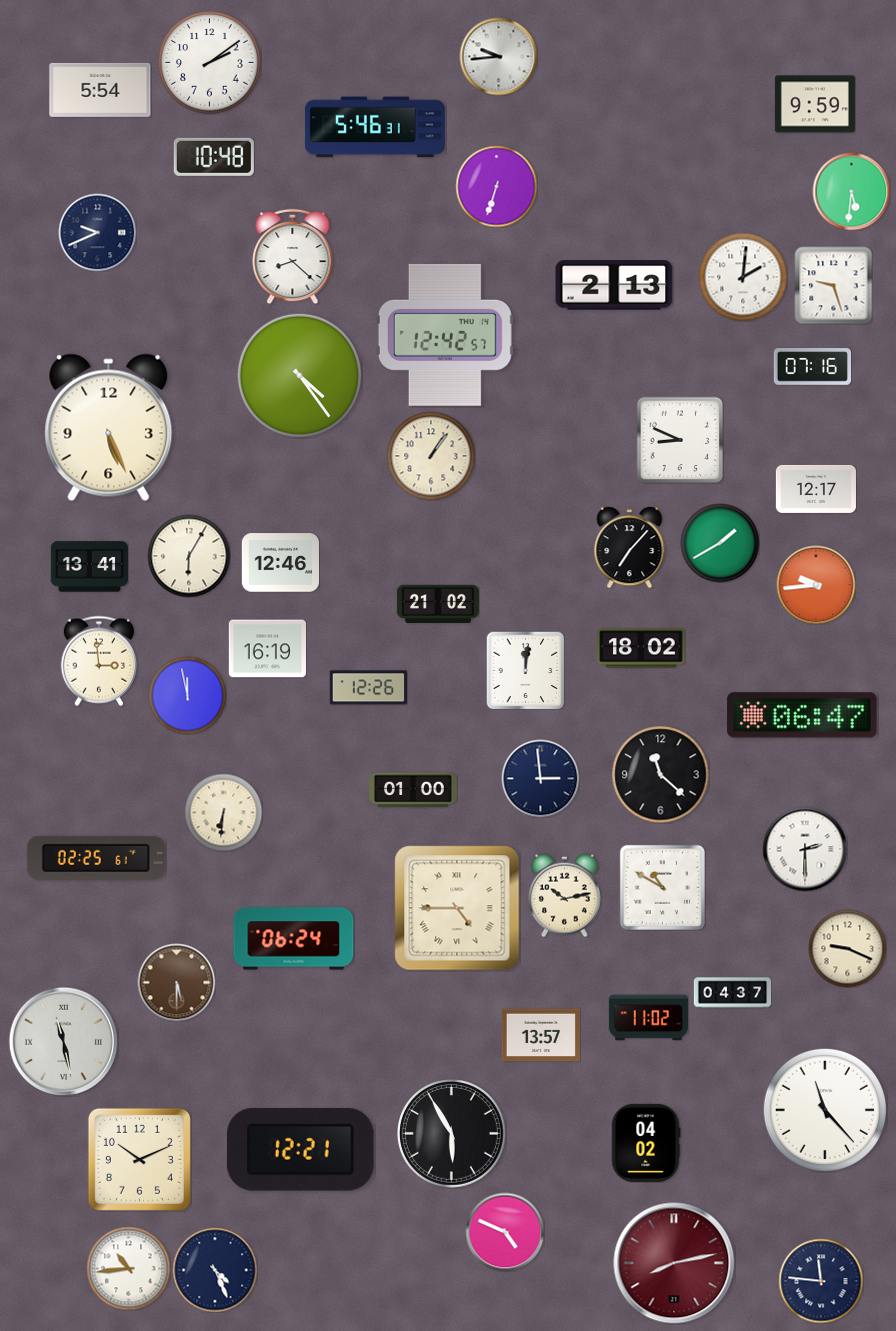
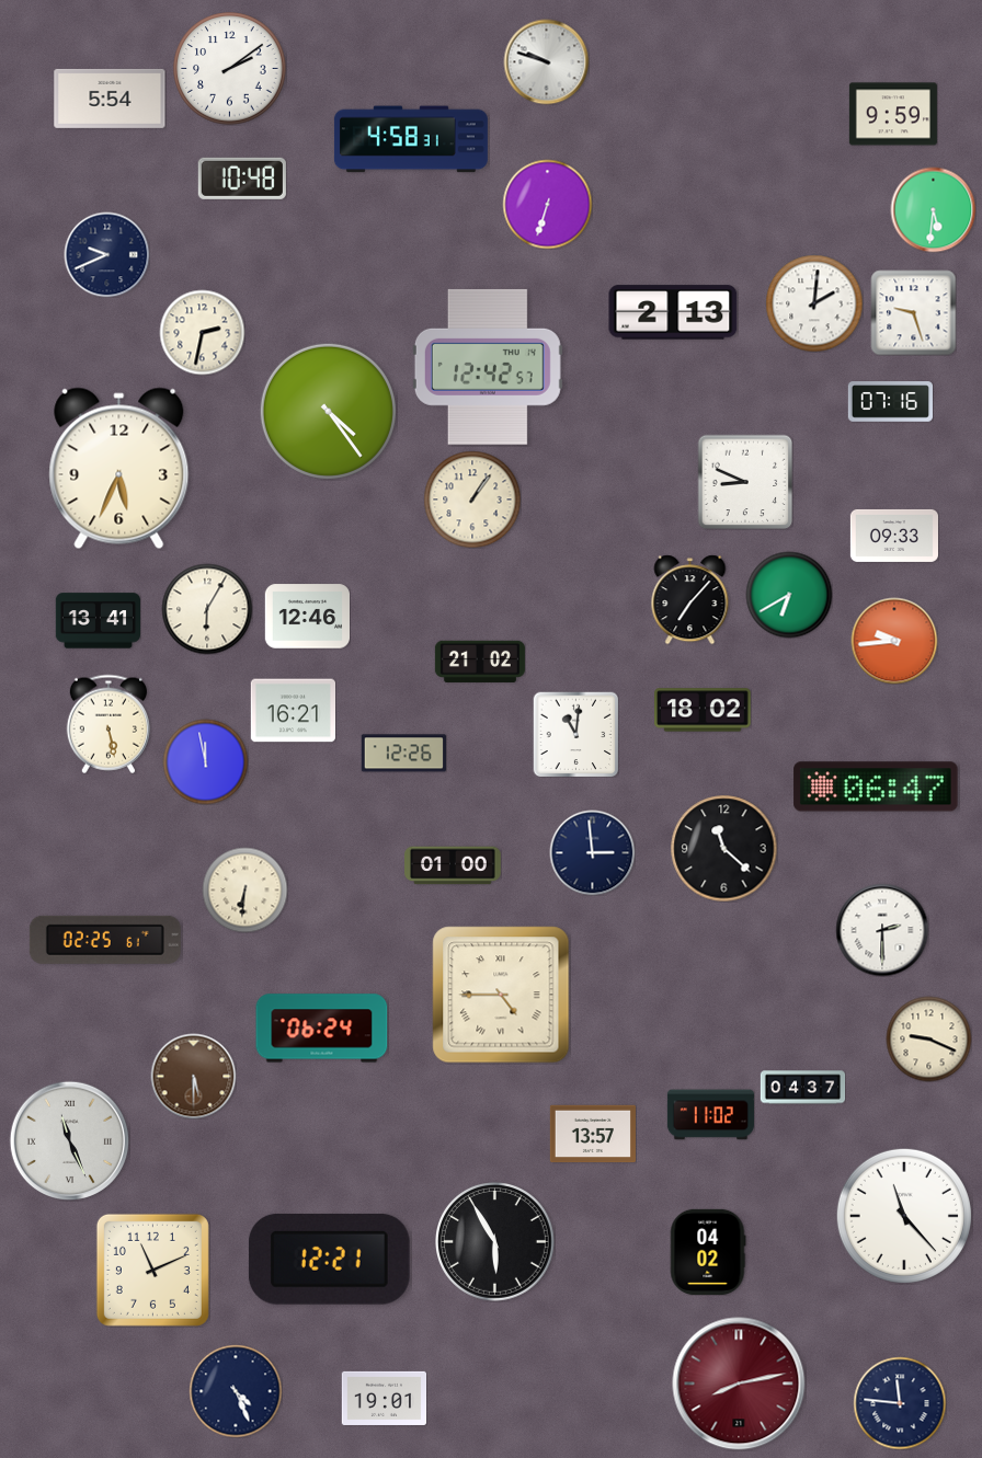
clock at (498, 56): 9:44 -> 9:48
clock at (375, 127): 5:46 -> 4:58
clock at (214, 157) position: (214, 157) -> (242, 179)
clock at (496, 186) position: (496, 186) -> (547, 204)
clock at (293, 256): 8:22 -> none
clock at (202, 332): none -> 2:32
clock at (109, 428): 5:26 -> 5:34
clock at (816, 489): 12:17 -> 09:33
clock at (720, 543): 1:40 -> 6:40
clock at (267, 649): 16:19 -> 16:21
clock at (99, 661): 2:59 -> 5:28
clock at (525, 670): 12:01 -> 11:01
clock at (802, 715) position: (802, 715) -> (876, 787)
clock at (662, 887): 10:50 -> none
clock at (565, 895): 10:13 -> none
clock at (63, 1041): 11:28 -> 11:26
clock at (139, 1159): 10:11 -> 11:11
clock at (505, 1232): 4:49 -> none
clock at (128, 1268): 10:44 -> none
clock at (384, 1398): none -> 19:01
